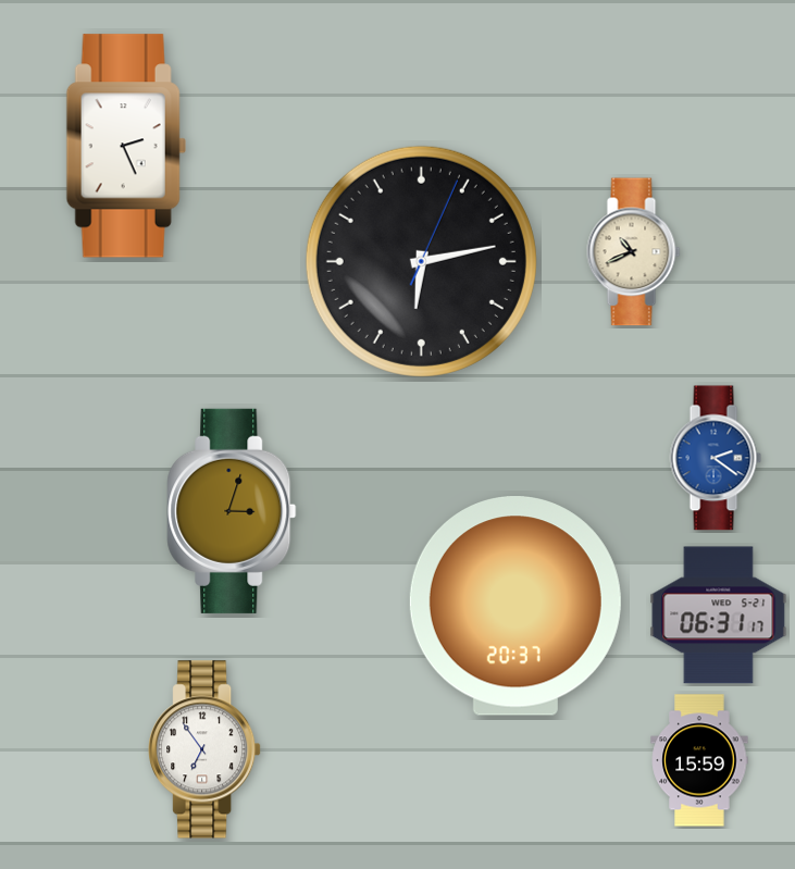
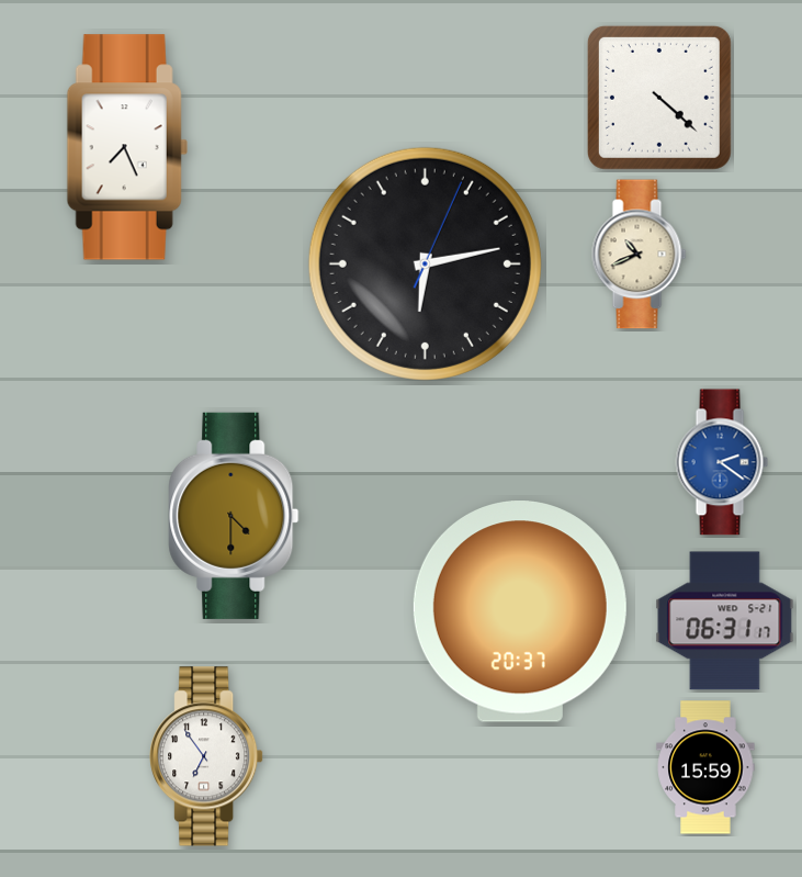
clock at (659, 98): none -> 4:22
clock at (126, 146): 2:26 -> 7:26
clock at (232, 511): 3:03 -> 4:30
